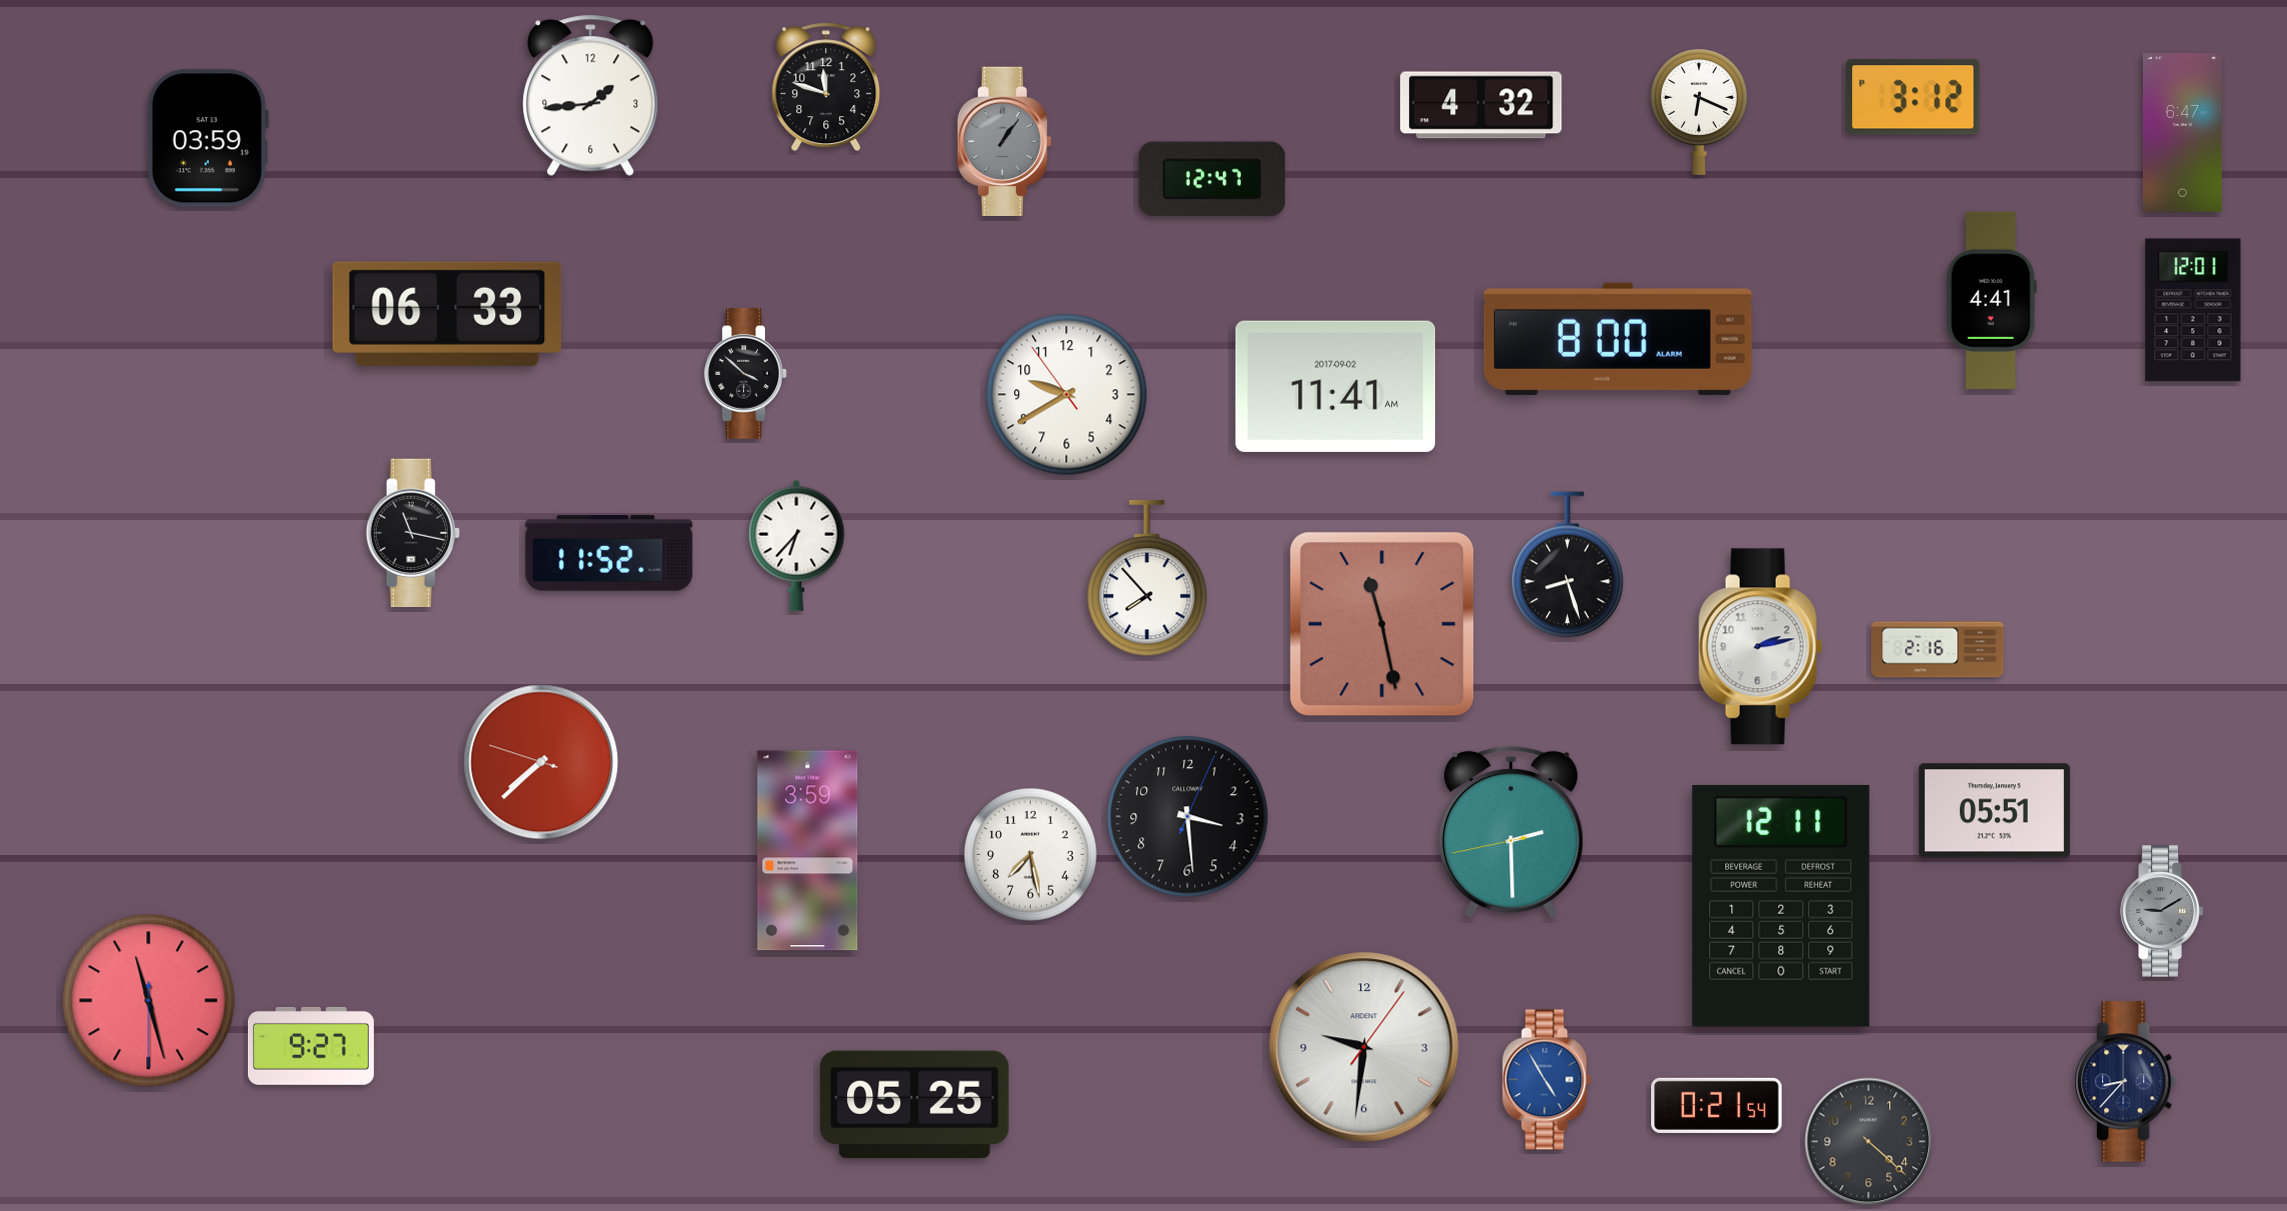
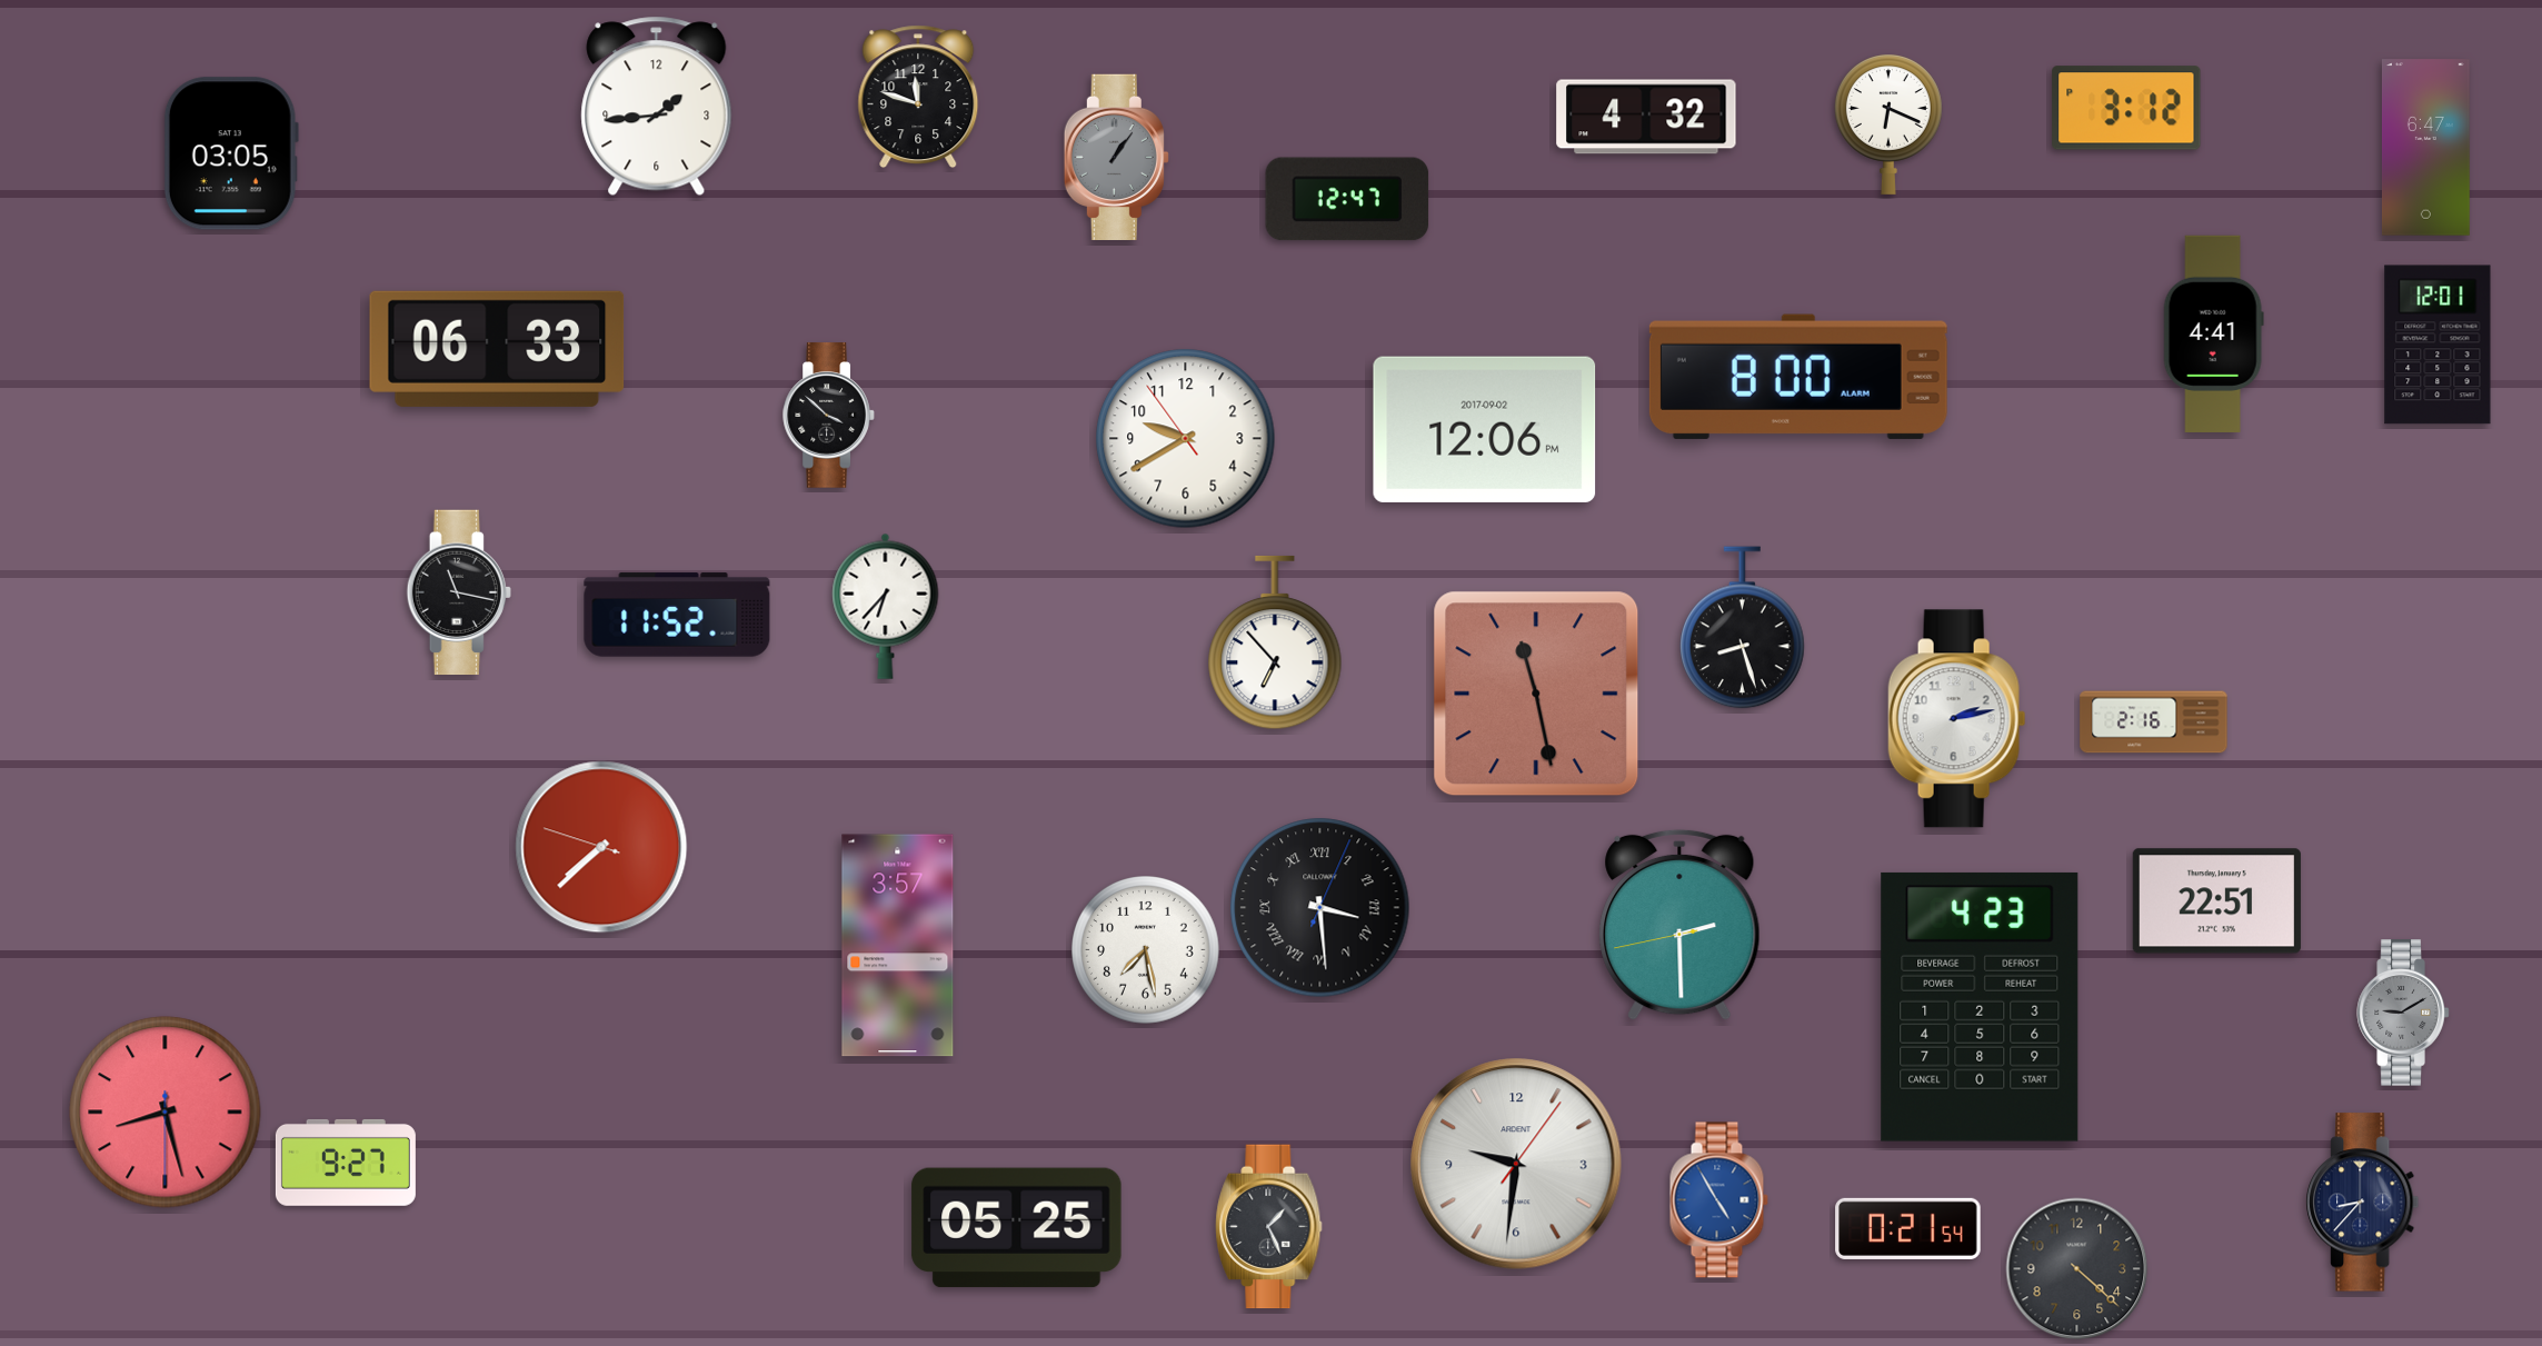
clock at (208, 138): 03:59 -> 03:05
clock at (1336, 386): 11:41 -> 12:06
clock at (1147, 578): 7:53 -> 6:53
clock at (1994, 811): 05:51 -> 22:51
clock at (1188, 817) numerals: Arabic -> Roman
clock at (808, 851): 3:59 -> 3:57
clock at (1781, 906): 12:11 -> 4:23
clock at (149, 1001): 11:27 -> 8:27
clock at (1269, 1227): none -> 1:26
